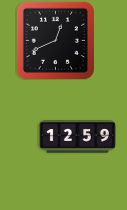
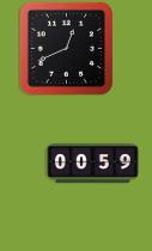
clock at (77, 137): 12:59 -> 00:59
